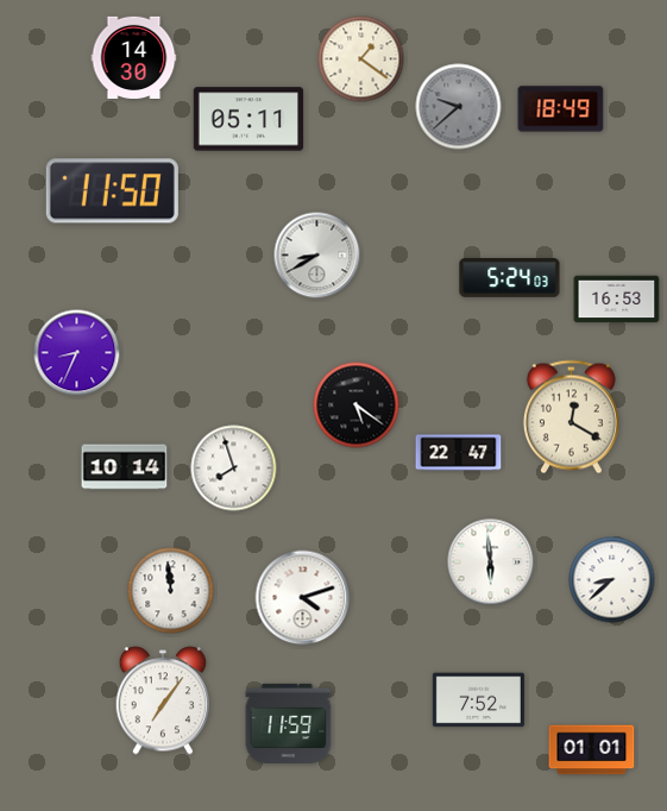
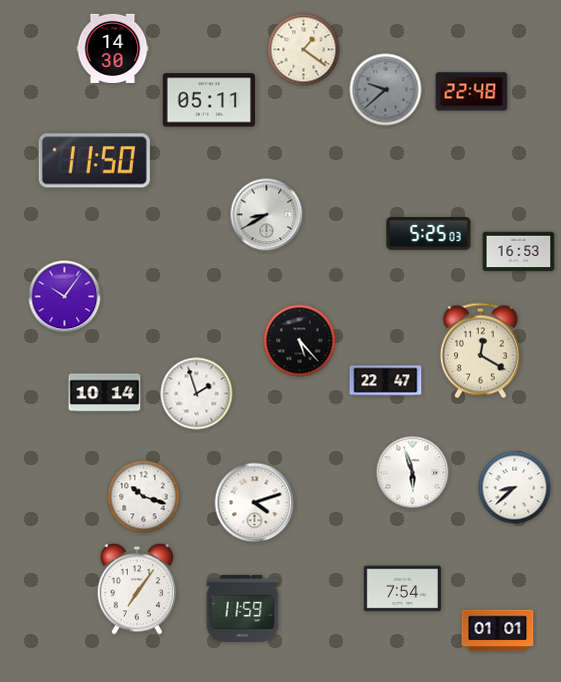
clock at (561, 109): 18:49 -> 22:48
clock at (510, 278): 5:24 -> 5:25
clock at (77, 353): 8:34 -> 10:06
clock at (357, 405): 5:21 -> 5:23
clock at (234, 469): 7:57 -> 1:57
clock at (491, 562): 5:59 -> 5:57
clock at (171, 591): 11:59 -> 10:18
clock at (478, 700): 7:52 -> 7:54
